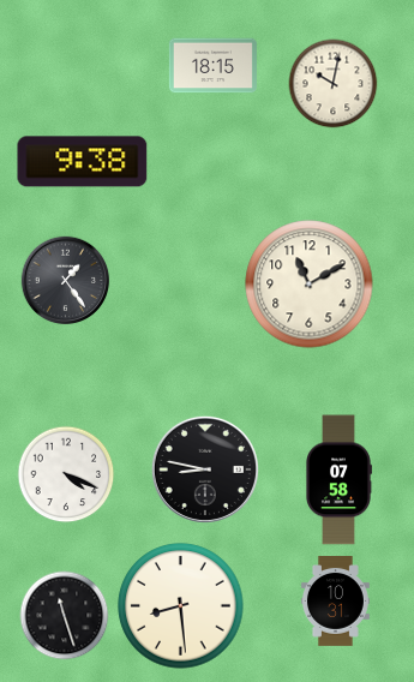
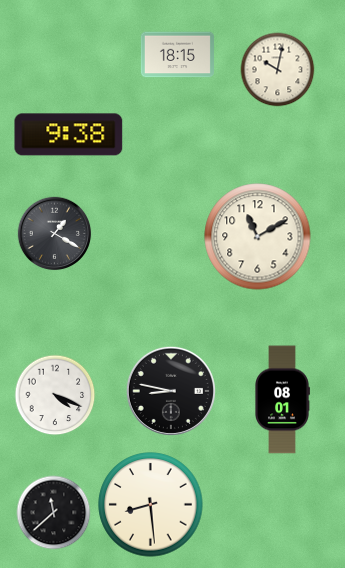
clock at (66, 281): 1:24 -> 1:20
clock at (340, 480): 07:58 -> 08:01
clock at (335, 602): 10:31 -> none
clock at (65, 616): 11:27 -> 11:38
